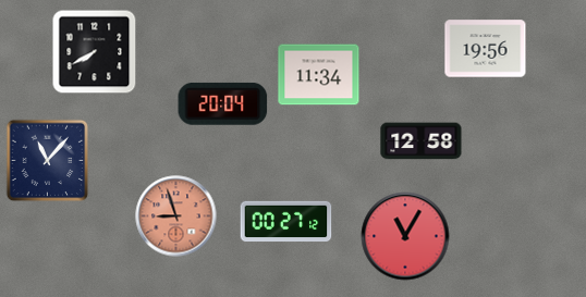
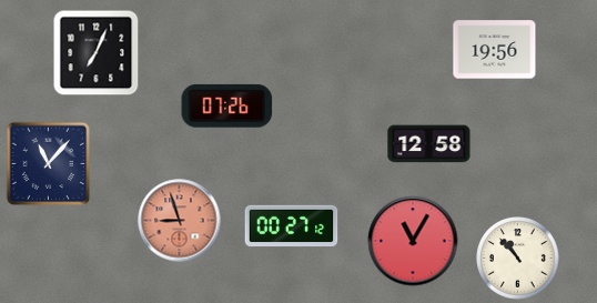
clock at (95, 52): 7:40 -> 7:04
clock at (319, 75): 11:34 -> none
clock at (223, 103): 20:04 -> 07:26
clock at (518, 259): none -> 10:53
